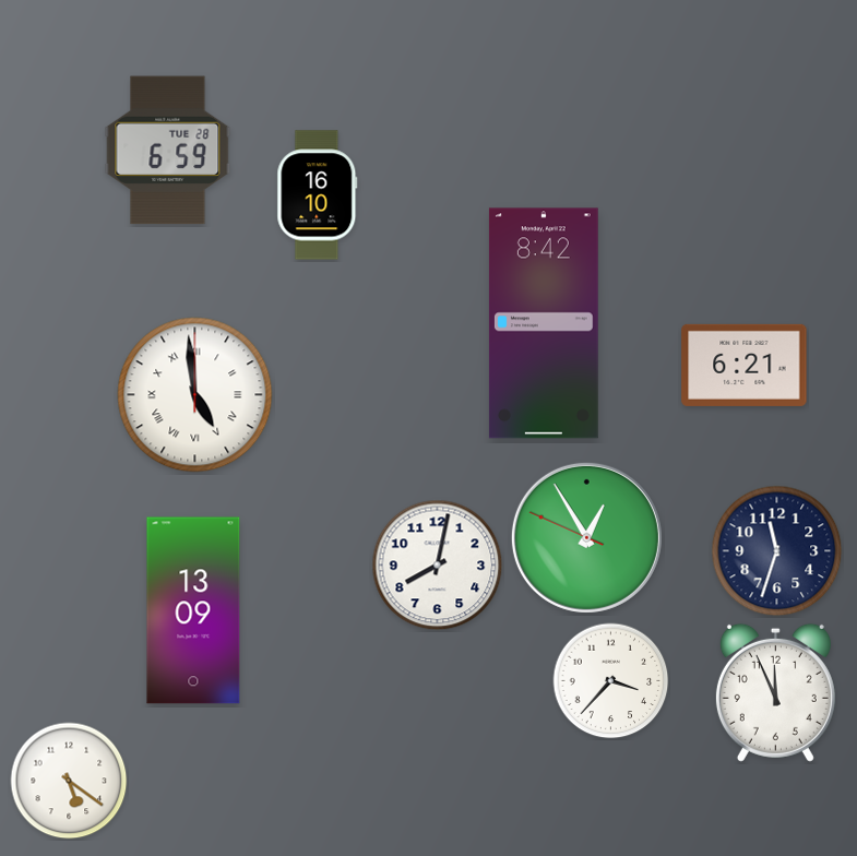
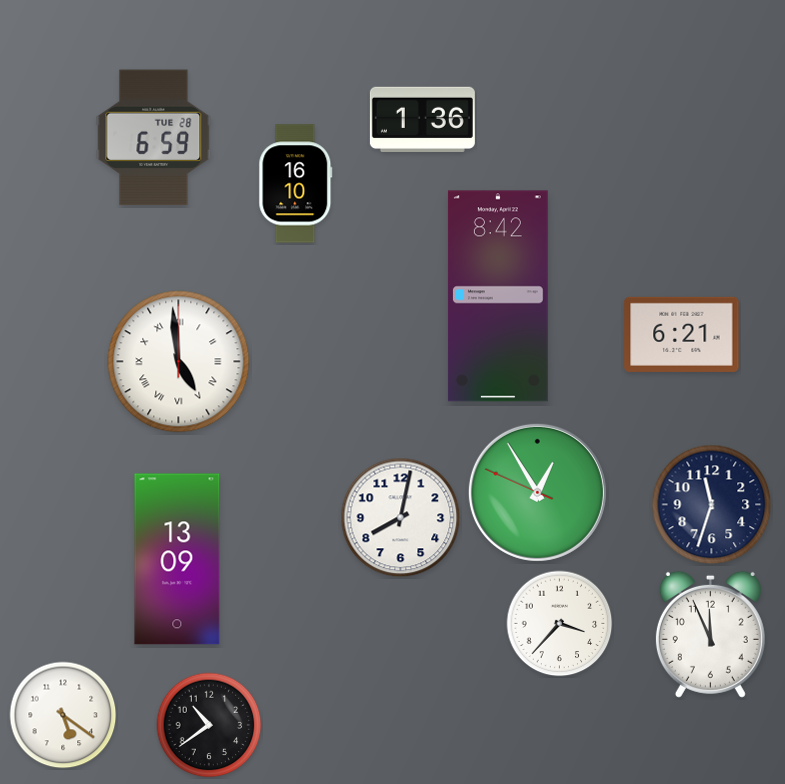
clock at (422, 119): none -> 1:36
clock at (318, 195) position: (318, 195) -> (296, 184)
clock at (209, 725): none -> 10:39
